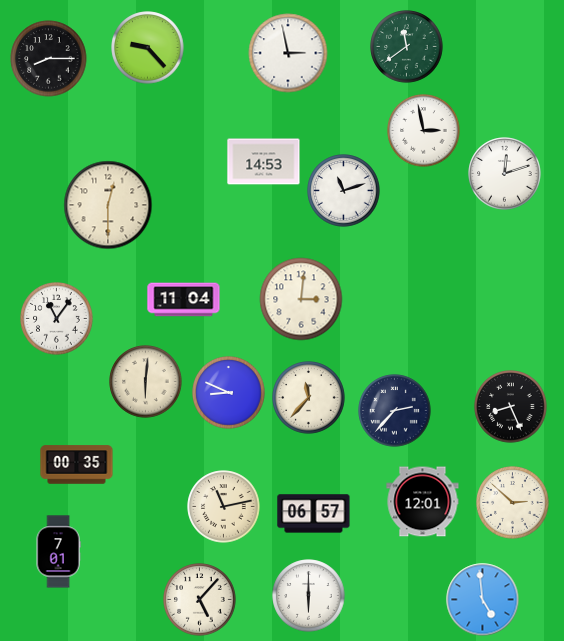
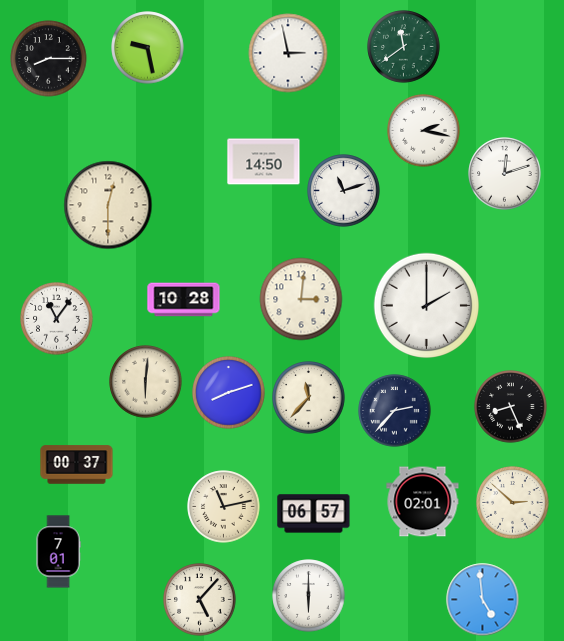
clock at (407, 47) position: (407, 47) -> (404, 47)
clock at (148, 48): 9:23 -> 9:28
clock at (424, 131): 2:58 -> 2:17
clock at (264, 162): 14:53 -> 14:50
clock at (184, 300): 11:04 -> 10:28
clock at (427, 306): none -> 2:00
clock at (229, 393): 8:49 -> 8:12
clock at (77, 465): 00:35 -> 00:37
clock at (423, 502): 12:01 -> 02:01
